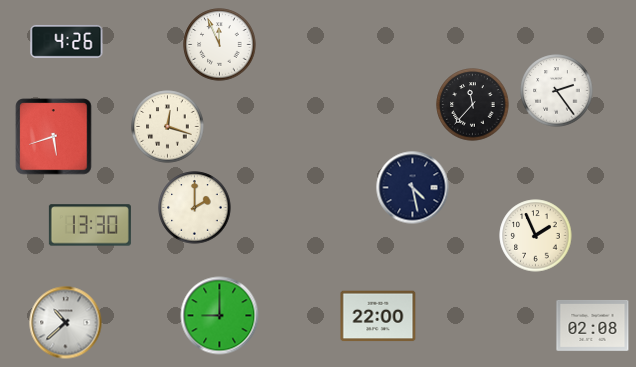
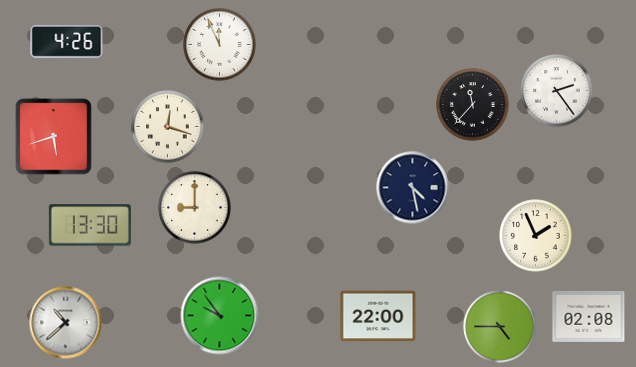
clock at (195, 208): 2:00 -> 9:00
clock at (220, 316): 9:00 -> 9:54
clock at (593, 326) position: (593, 326) -> (589, 317)
clock at (500, 327): none -> 4:45
